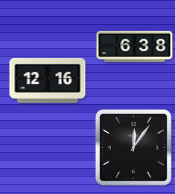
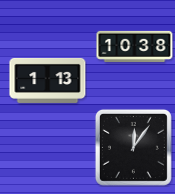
clock at (135, 46): 6:38 -> 10:38
clock at (48, 80): 12:16 -> 1:13
